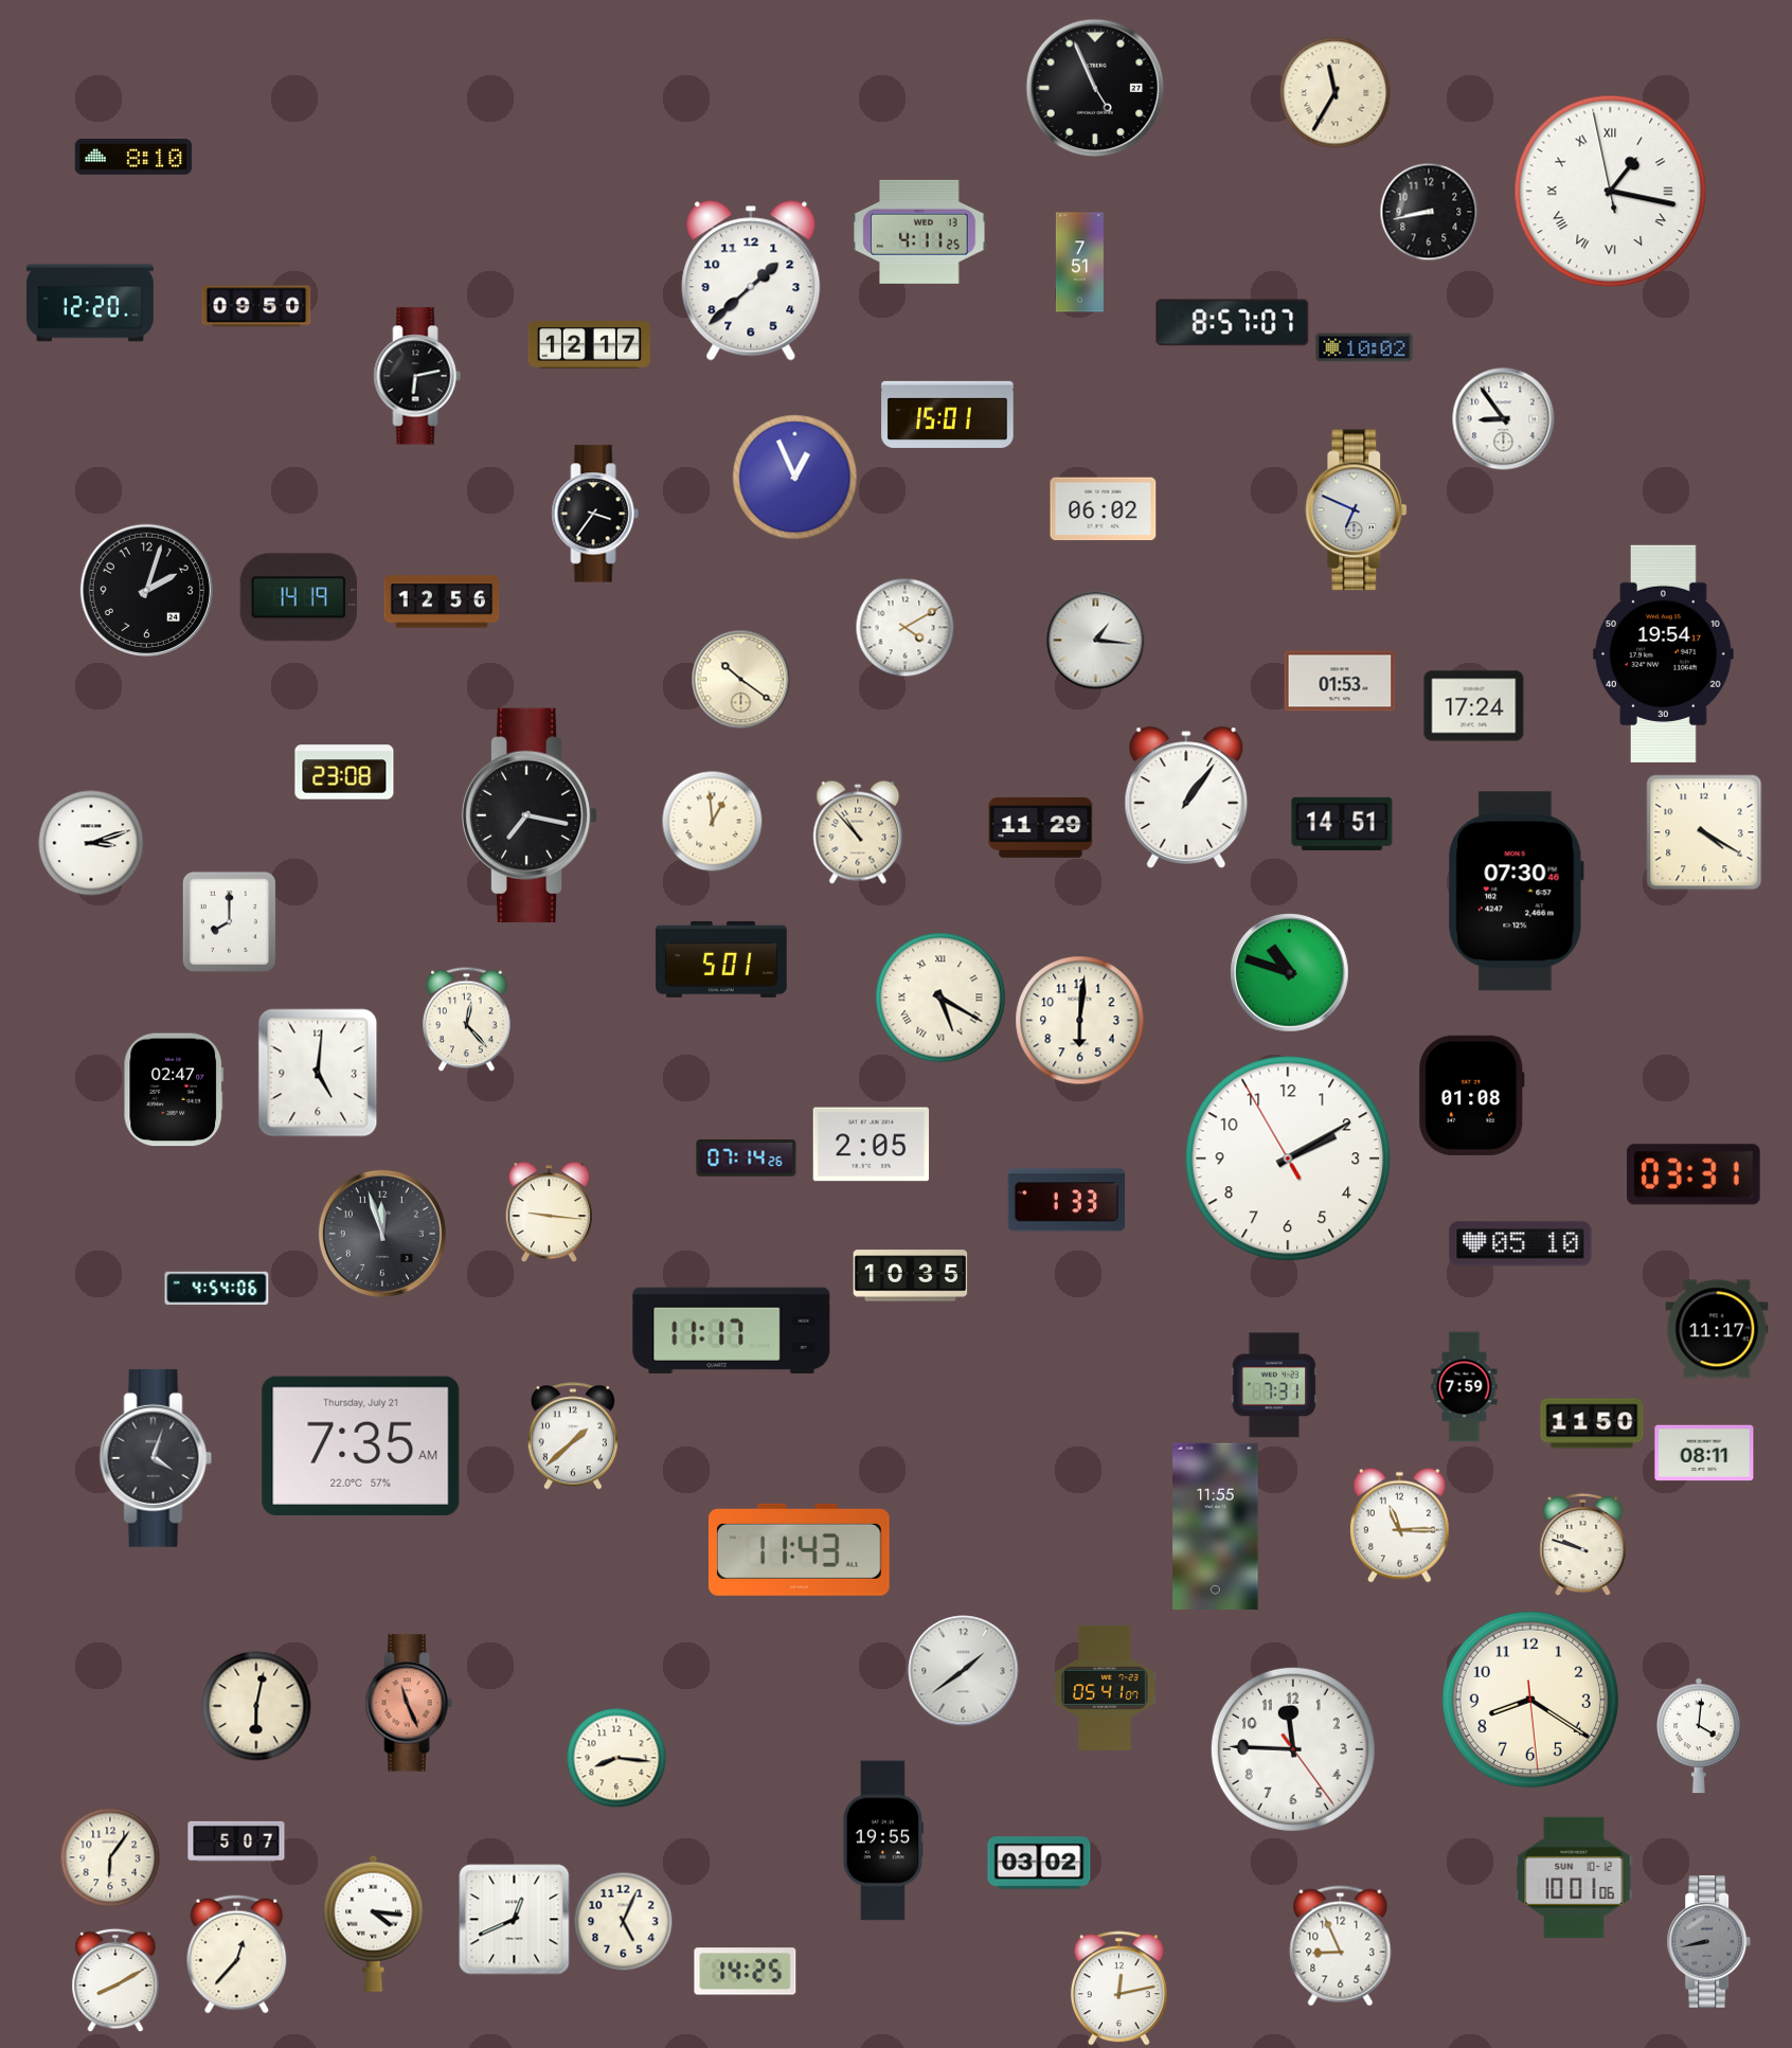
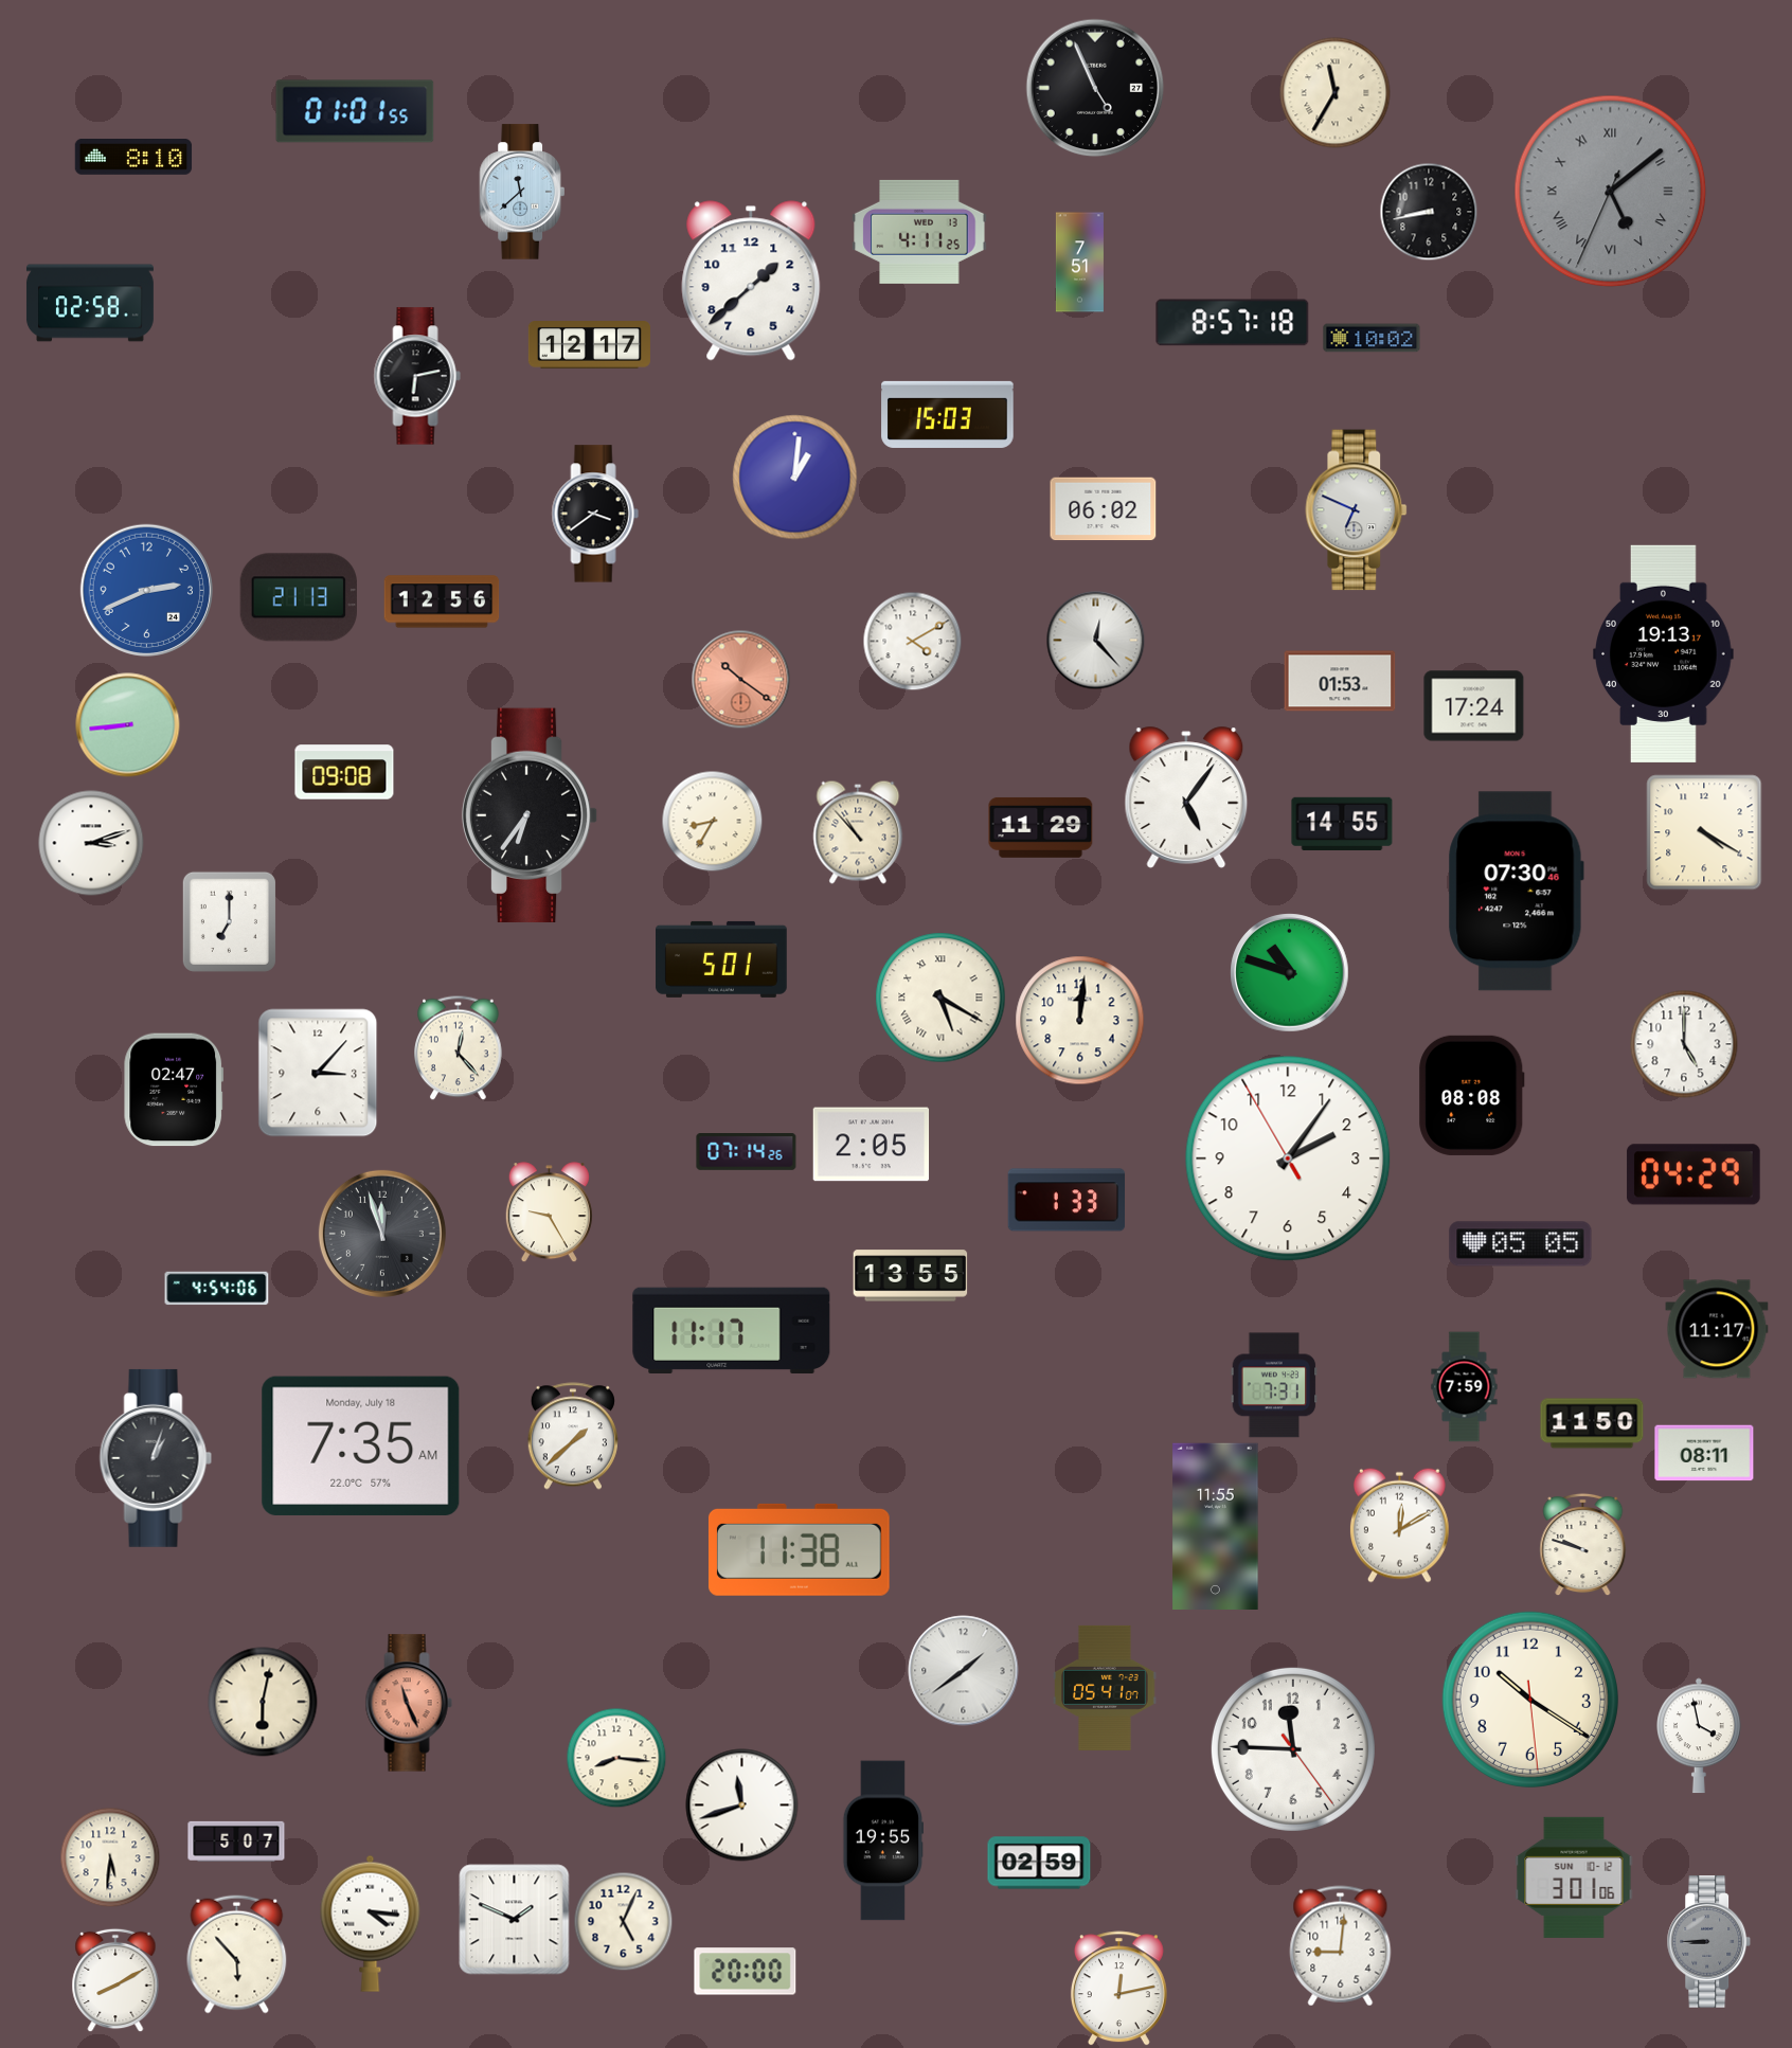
clock at (355, 111): none -> 01:01
clock at (522, 192): none -> 11:38
clock at (1611, 192): 1:16 -> 5:08
clock at (1611, 192) dial: white -> grey
clock at (90, 303): 12:20 -> 02:58
clock at (256, 306): 09:50 -> none
clock at (1233, 323): 8:57:07 -> 8:57:18
clock at (1364, 347) position: (1364, 347) -> (1372, 338)
clock at (948, 414): 15:01 -> 15:03
clock at (1504, 419): 8:54 -> none
clock at (795, 478): 12:56 -> 1:01
clock at (595, 514): 3:36 -> 3:39
clock at (146, 590): 2:03 -> 2:41
clock at (146, 590) dial: black -> blue
clock at (299, 597): 14:19 -> 21:13
clock at (904, 627) position: (904, 627) -> (912, 641)
clock at (1095, 640): 1:16 -> 12:23
clock at (1664, 653): 19:54 -> 19:13
clock at (740, 679) dial: cream -> salmon
clock at (128, 725): none -> 8:44
clock at (344, 772): 23:08 -> 09:08
clock at (1186, 797): 1:06 -> 5:06
clock at (530, 815): 7:17 -> 6:36
clock at (712, 821): 12:59 -> 8:35
clock at (1342, 824): 14:51 -> 14:55
clock at (229, 921): 8:00 -> 7:00
clock at (467, 1019) position: (467, 1019) -> (459, 1047)
clock at (1080, 1021): 6:01 -> 12:01
clock at (1684, 1044): none -> 5:00
clock at (318, 1073): 5:01 -> 3:07
clock at (1472, 1095): 01:08 -> 08:08
clock at (747, 1158) position: (747, 1158) -> (747, 1152)
clock at (1288, 1158): 2:09 -> 2:05
clock at (1694, 1174): 03:31 -> 04:29
clock at (549, 1212): 9:16 -> 9:25
clock at (1521, 1244): 05:10 -> 05:05
clock at (911, 1276): 10:35 -> 13:55
clock at (361, 1445) date: Thursday, July 21 -> Monday, July 18
clock at (156, 1458): 4:03 -> 1:03
clock at (1400, 1525): 11:15 -> 12:10
clock at (799, 1549): 11:43 -> 11:38
clock at (1530, 1700): 8:20 -> 10:20
clock at (256, 1706) position: (256, 1706) -> (263, 1702)
clock at (1699, 1736): 4:01 -> 3:58
clock at (742, 1806): none -> 11:42
clock at (110, 1857): 6:06 -> 5:31
clock at (1039, 1863): 03:02 -> 02:59
clock at (1574, 1878): 10:01 -> 3:01
clock at (515, 1920): 12:41 -> 1:49
clock at (374, 1923) position: (374, 1923) -> (371, 1923)
clock at (1709, 1942): 8:43 -> 8:45
clock at (1341, 1946): 8:56 -> 9:01
clock at (237, 1955): 12:37 -> 5:53
clock at (746, 1972): 14:25 -> 20:00
